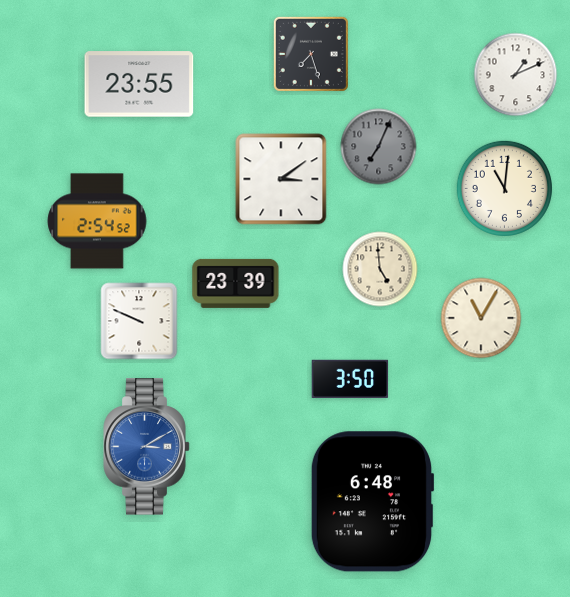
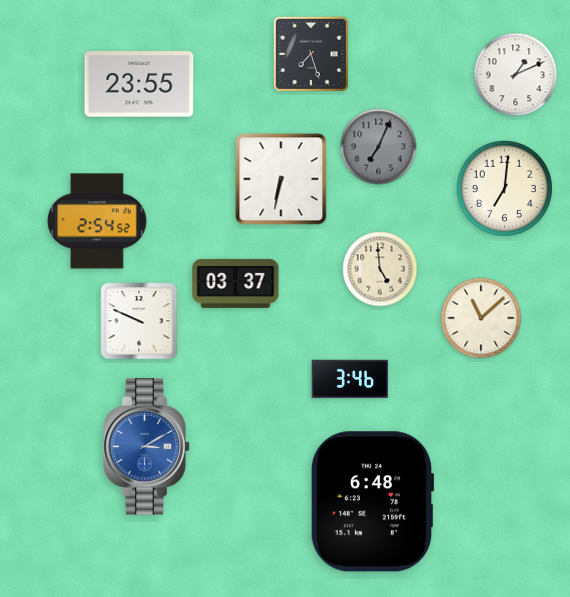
clock at (281, 179): 3:09 -> 6:32
clock at (504, 188): 11:01 -> 7:01
clock at (236, 283): 23:39 -> 03:37
clock at (481, 318): 11:05 -> 11:08
clock at (350, 379): 3:50 -> 3:46
